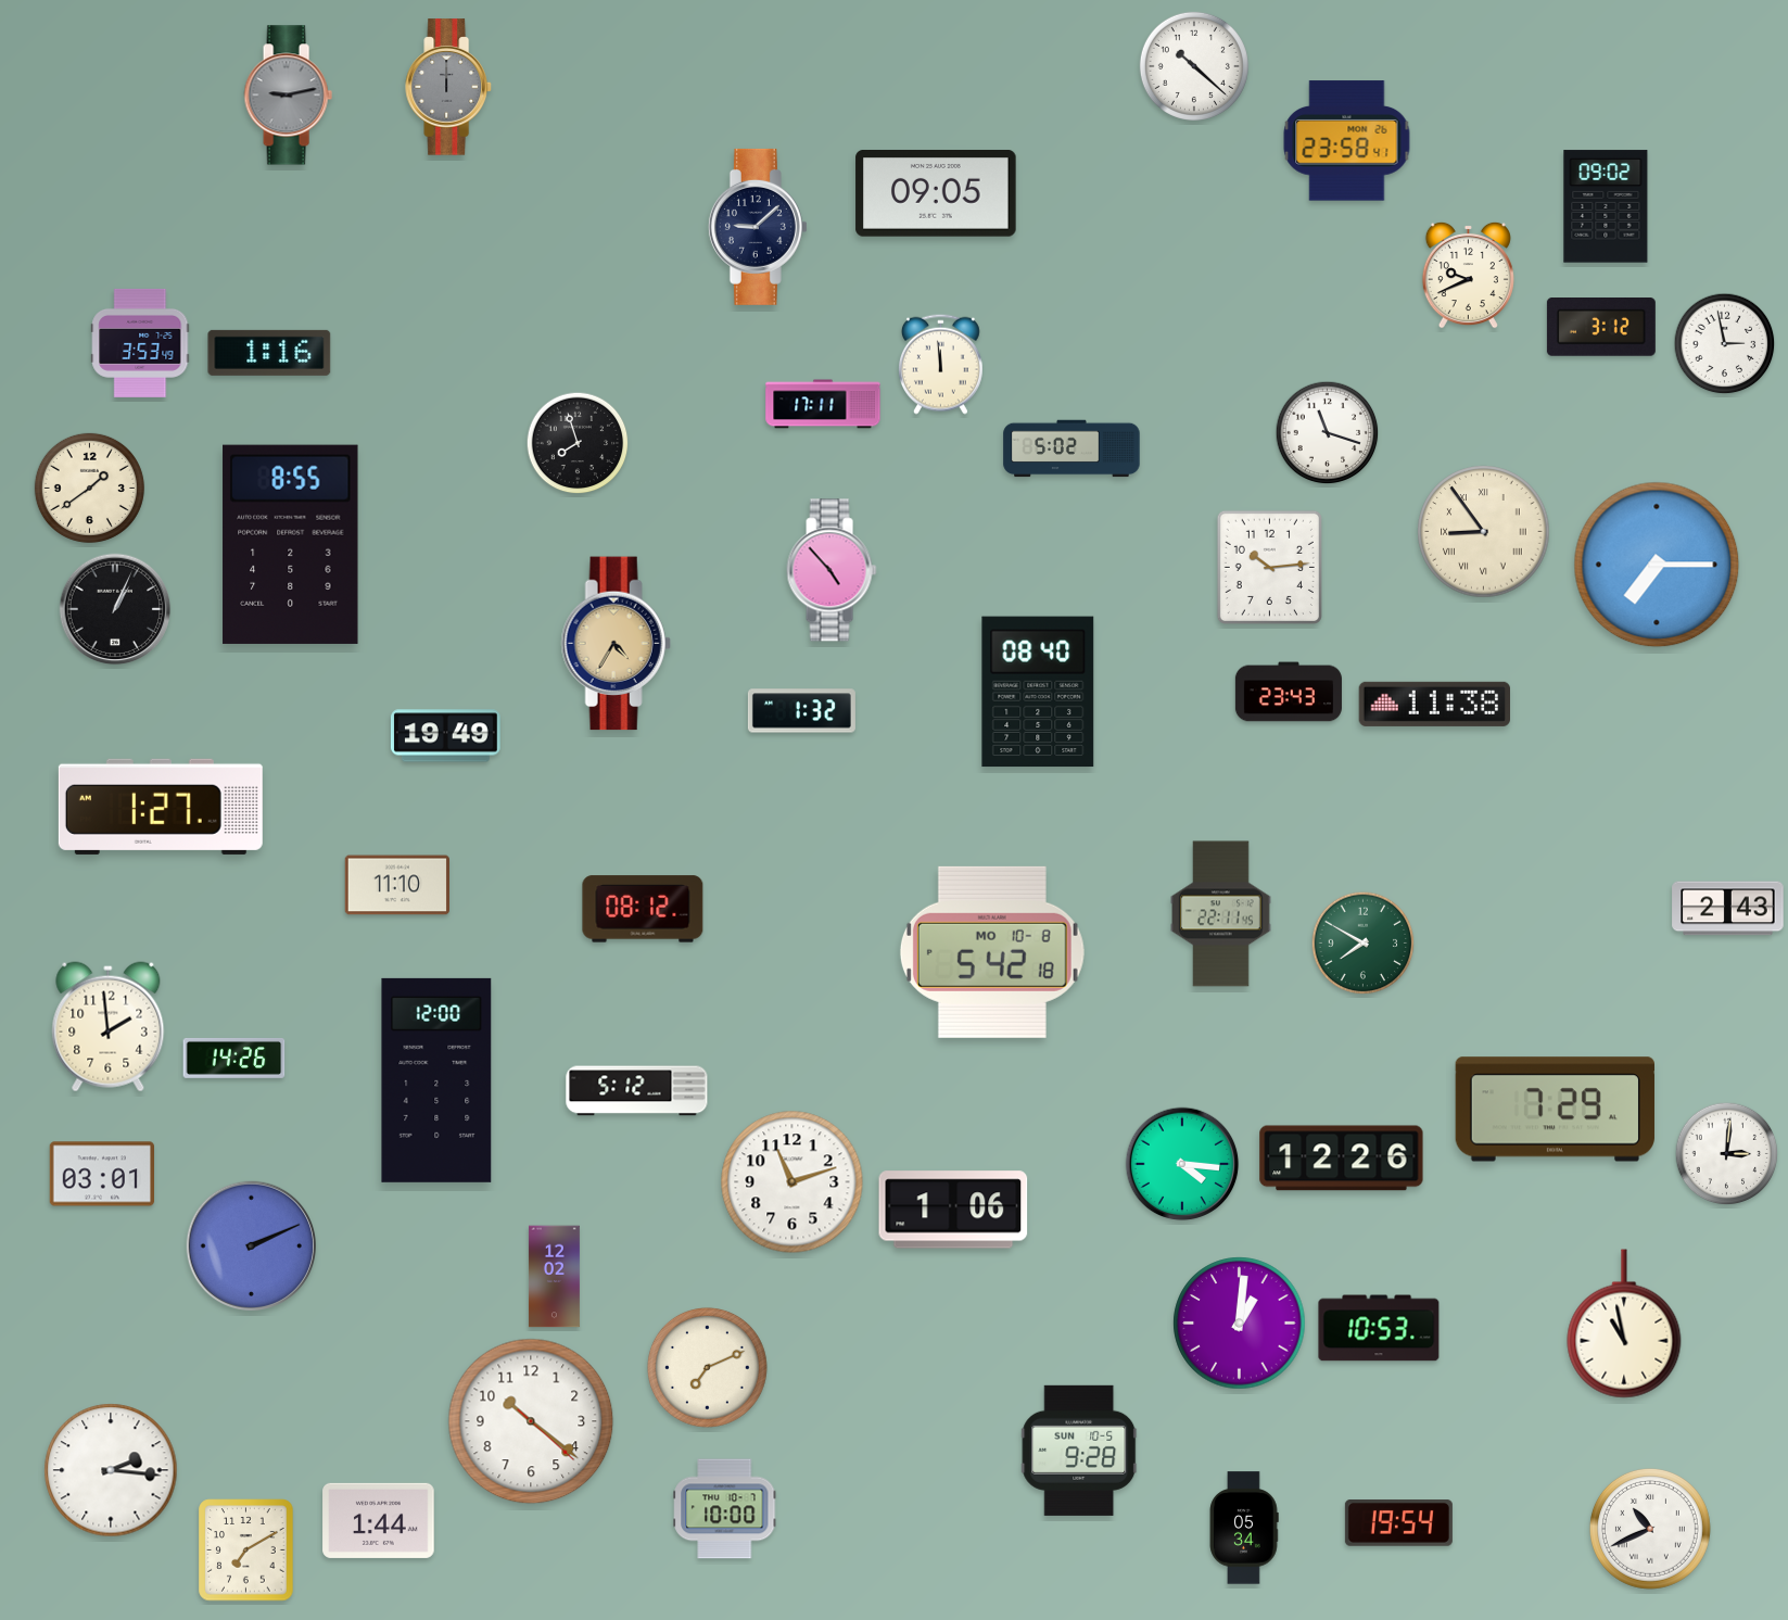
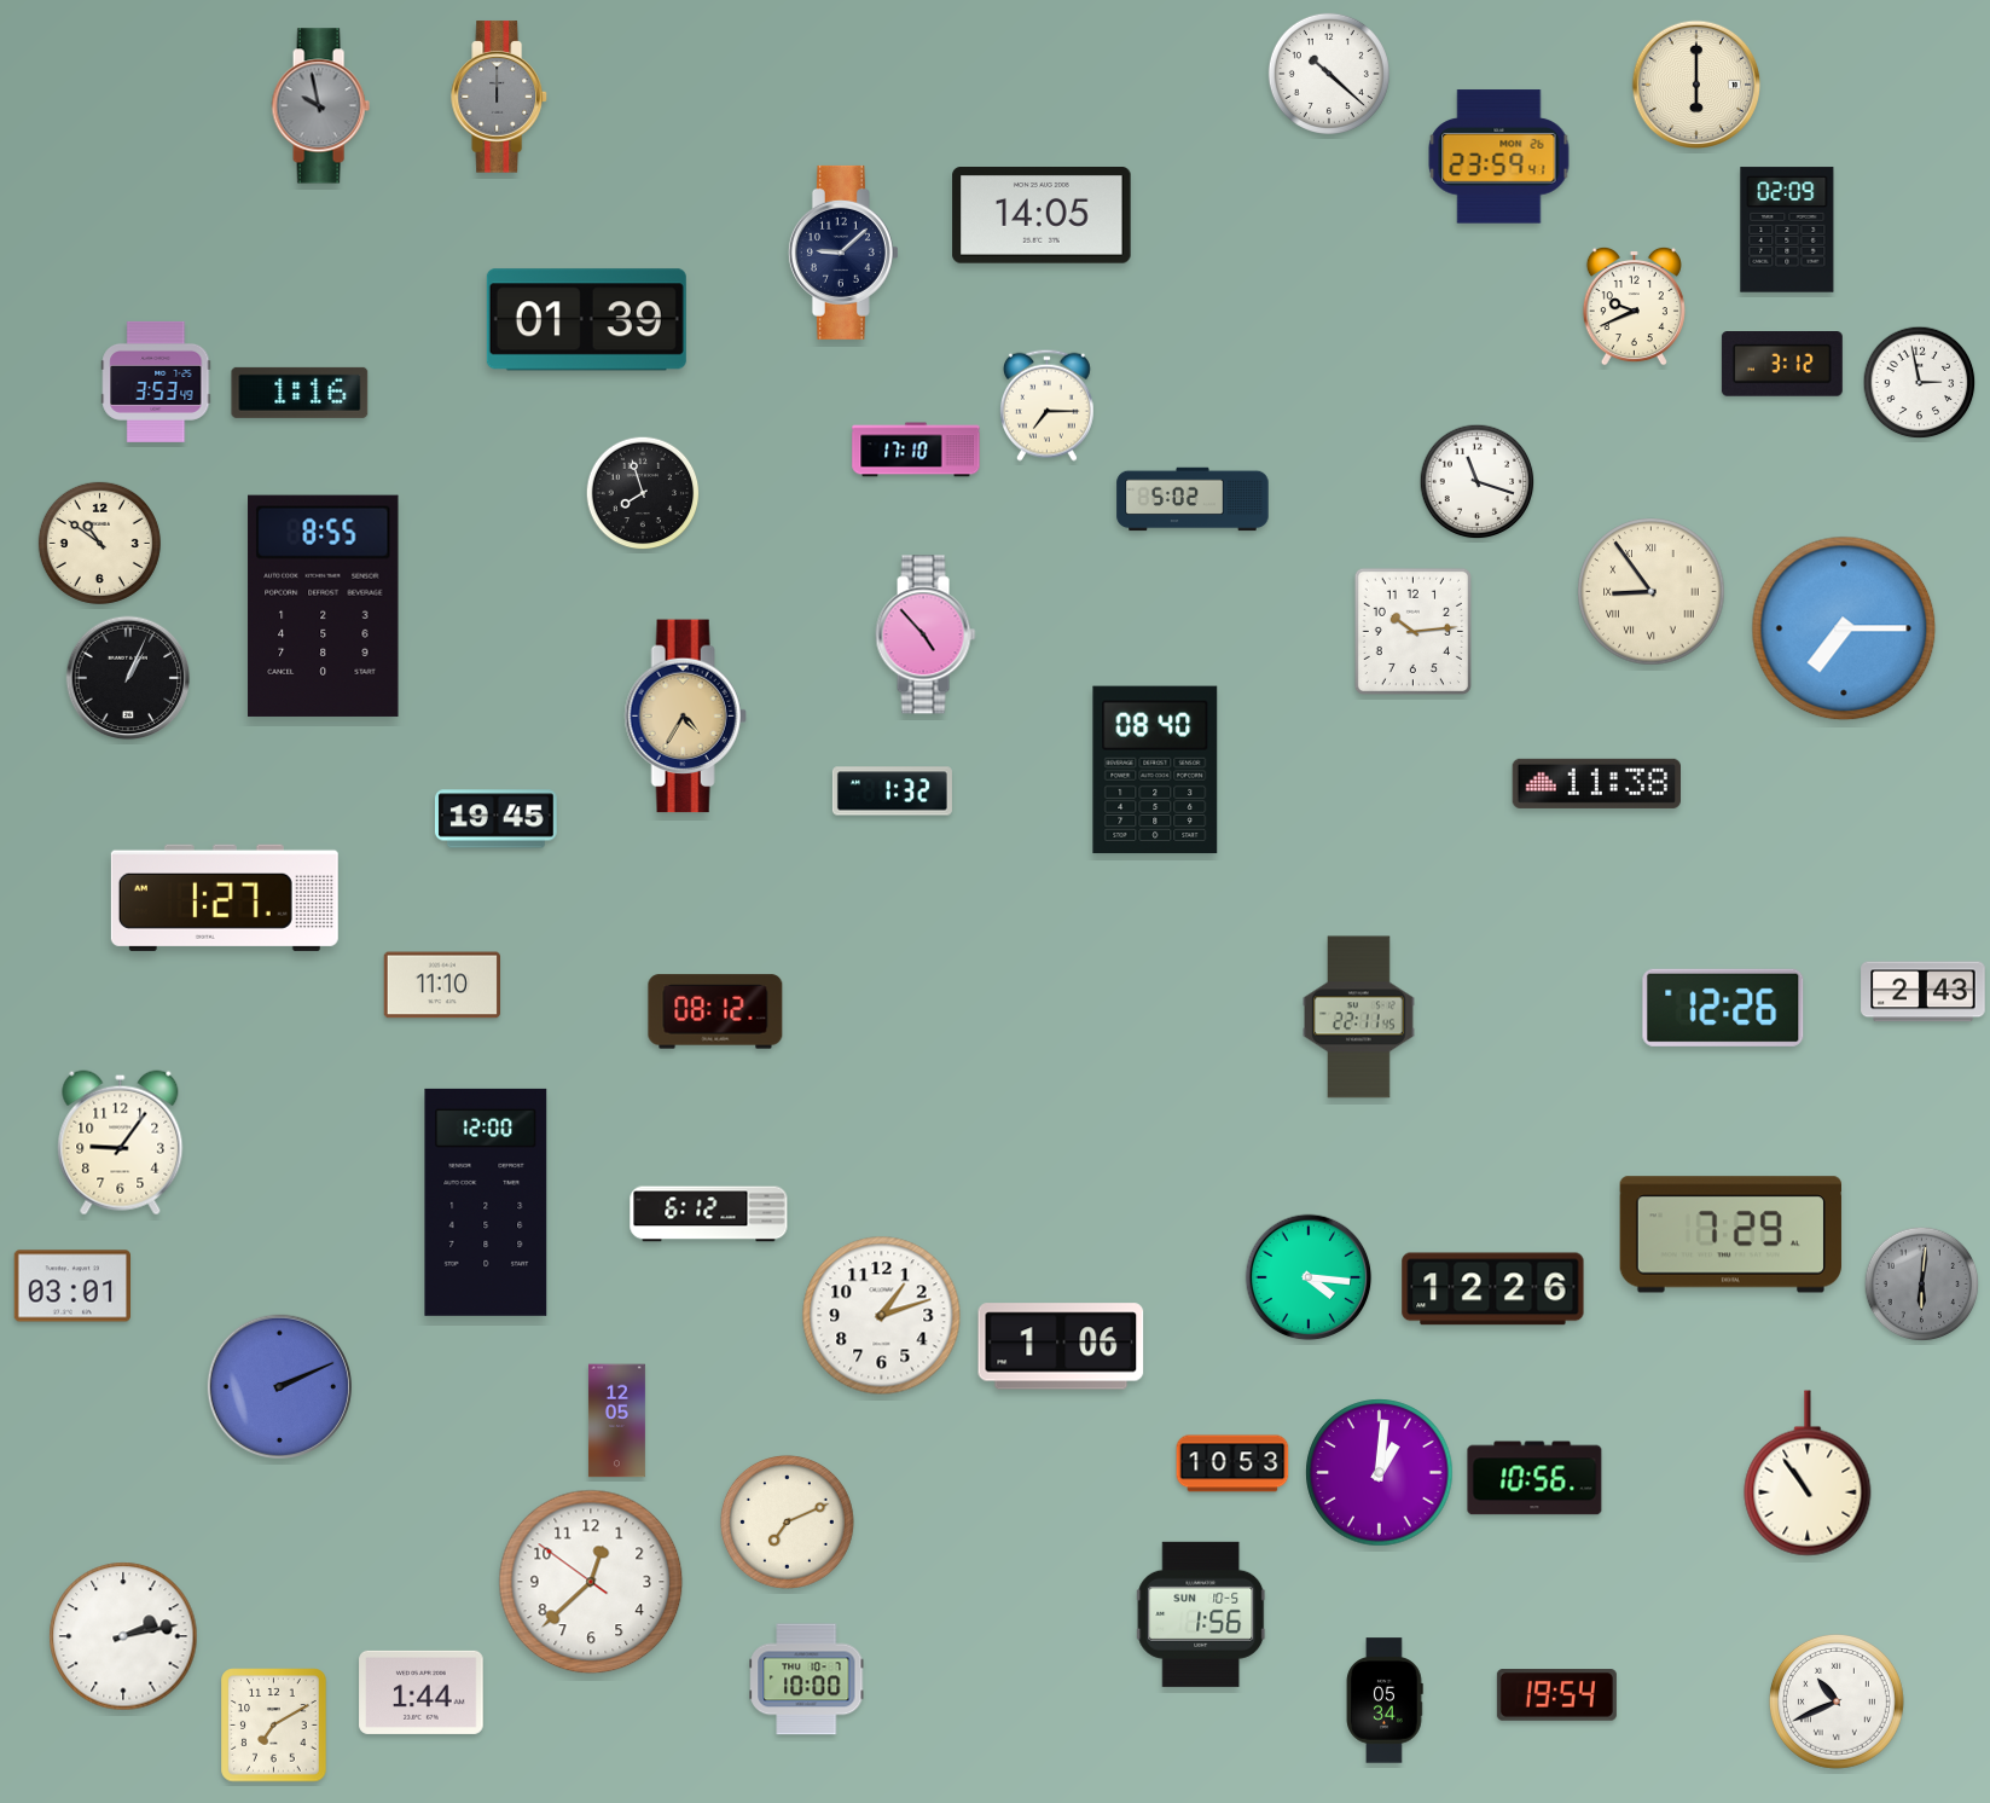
clock at (1696, 85): none -> 6:00
clock at (288, 96): 9:13 -> 9:58
clock at (1347, 141): 23:58 -> 23:59
clock at (936, 193): 09:05 -> 14:05
clock at (1606, 206): 09:02 -> 02:09
clock at (586, 320): none -> 01:39
clock at (940, 364): 11:59 -> 7:15
clock at (823, 404): 17:11 -> 17:10
clock at (89, 488): 1:39 -> 10:51
clock at (1289, 692): 23:43 -> none
clock at (445, 736): 19:49 -> 19:45
clock at (161, 807) position: (161, 807) -> (225, 898)
clock at (1723, 1008): none -> 12:26
clock at (1728, 909) position: (1728, 909) -> (1924, 992)
clock at (1364, 944): 7:50 -> none
clock at (992, 952): 5:42 -> none
clock at (109, 1027): 1:59 -> 9:06
clock at (234, 1058): 14:26 -> none
clock at (637, 1091): 5:12 -> 6:12
clock at (1727, 1154): 3:01 -> 6:01
clock at (1727, 1154) dial: white -> grey
clock at (1182, 1164) position: (1182, 1164) -> (1309, 1277)
clock at (101, 1174) position: (101, 1174) -> (71, 1286)
clock at (792, 1182): 11:12 -> 1:12
clock at (554, 1277): 12:02 -> 12:05
clock at (1232, 1463): none -> 10:53
clock at (1624, 1324): 10:58 -> 10:54
clock at (1379, 1328): 10:53 -> 10:56
clock at (531, 1421): 10:21 -> 12:37
clock at (1079, 1451): 9:28 -> 1:56
clock at (111, 1470): 2:16 -> 2:13
